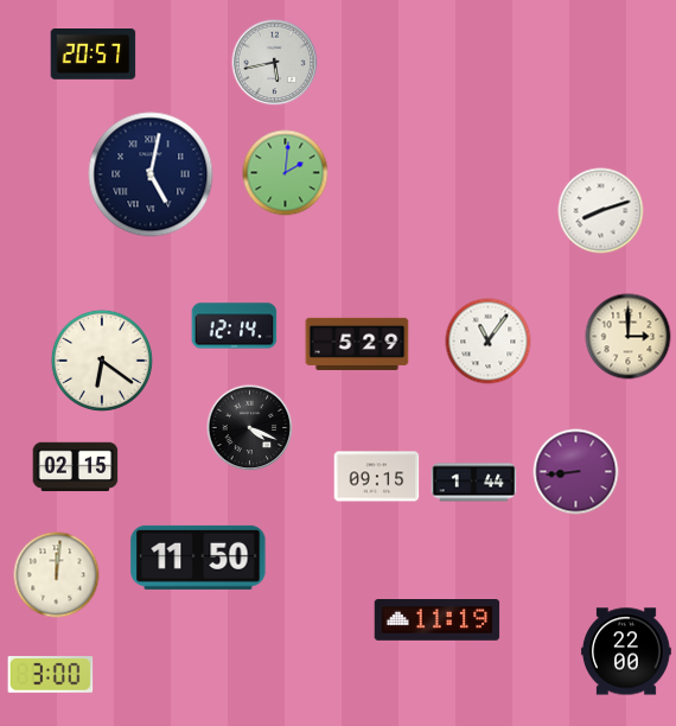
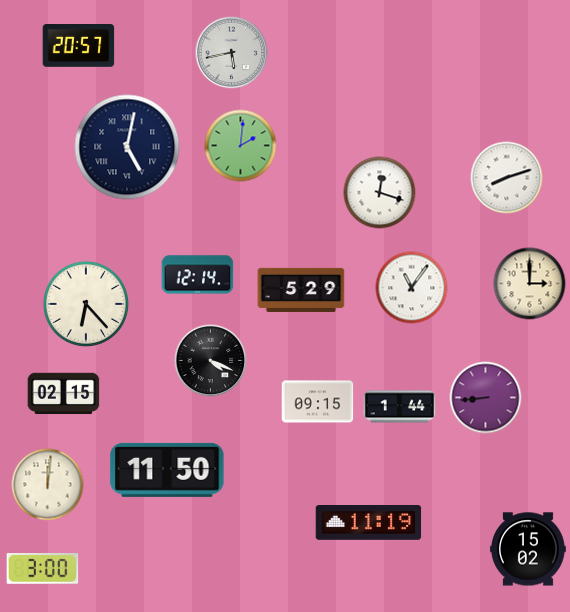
clock at (380, 193): none -> 12:18
clock at (102, 361): 6:21 -> 6:23
clock at (626, 651): 22:00 -> 15:02
